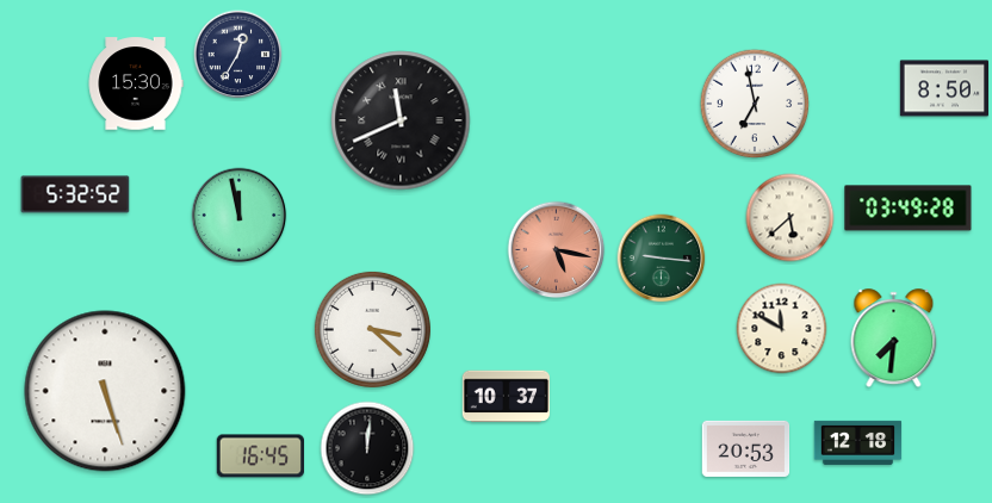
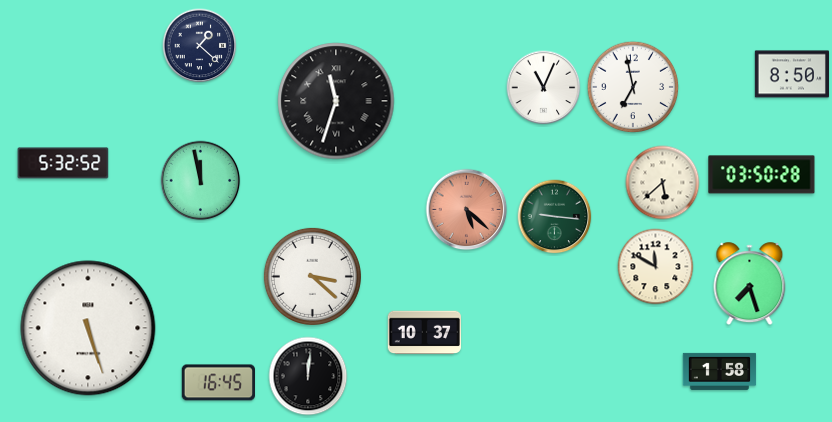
clock at (238, 55): 12:35 -> 1:22
clock at (136, 83): 15:30 -> none
clock at (544, 88): none -> 11:04
clock at (401, 120): 11:41 -> 11:33
clock at (909, 209): 03:49 -> 03:50
clock at (557, 250): 5:17 -> 5:22
clock at (782, 329) position: (782, 329) -> (656, 267)
clock at (894, 339): 7:31 -> 7:27
clock at (858, 442): 12:18 -> 1:58
clock at (746, 448): 20:53 -> none
